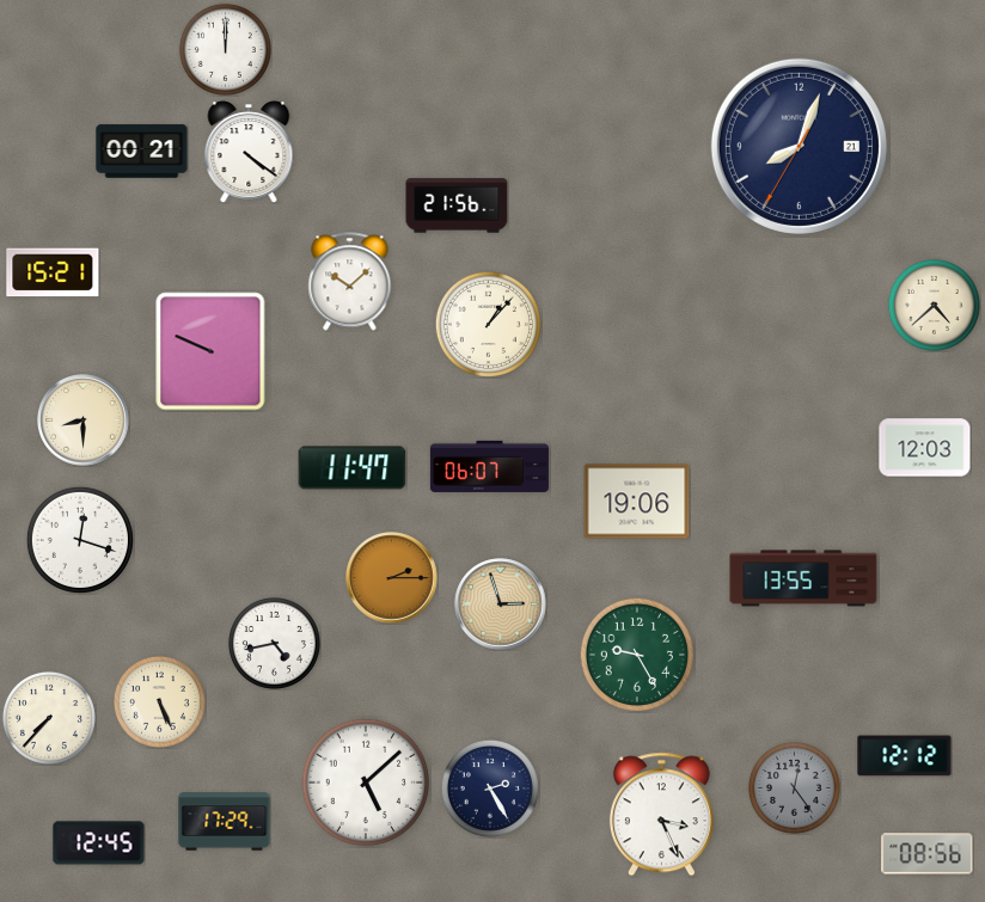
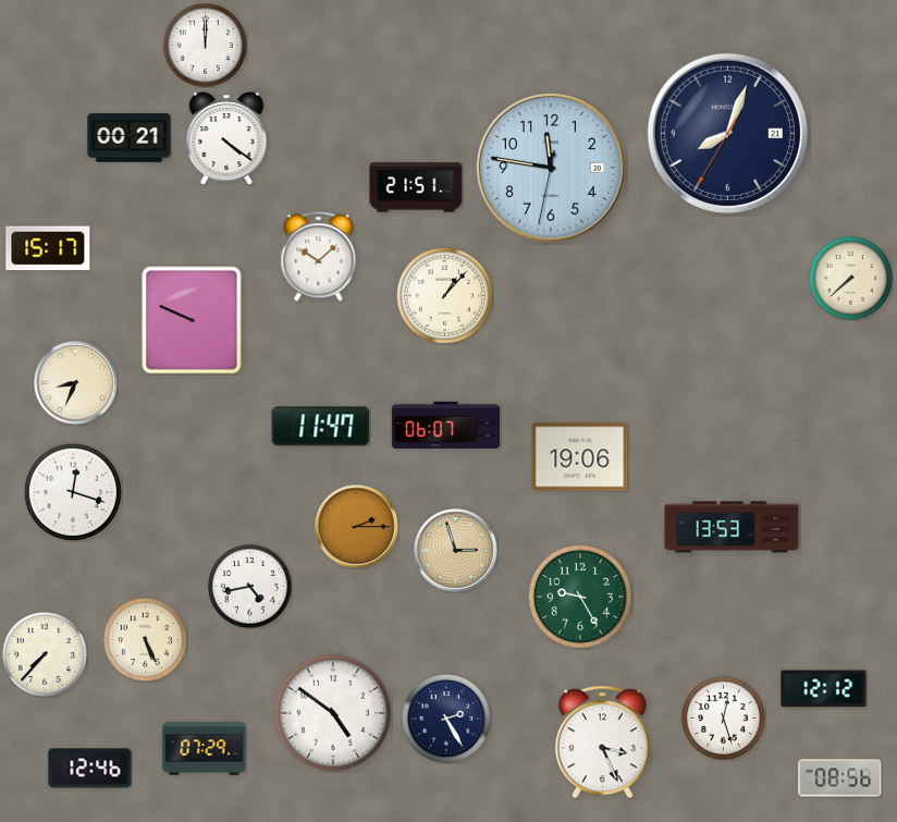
clock at (551, 168): none -> 11:46
clock at (457, 205): 21:56 -> 21:51
clock at (53, 272): 15:21 -> 15:17
clock at (934, 305): 4:38 -> 7:38
clock at (84, 421): 8:30 -> 8:34
clock at (925, 448): 12:03 -> none
clock at (803, 578): 13:55 -> 13:53
clock at (366, 783): 5:08 -> 4:51
clock at (794, 787): 12:24 -> 12:27
clock at (794, 787) dial: grey -> white
clock at (225, 822): 17:29 -> 07:29
clock at (99, 843): 12:45 -> 12:46
clock at (928, 854) position: (928, 854) -> (840, 778)
